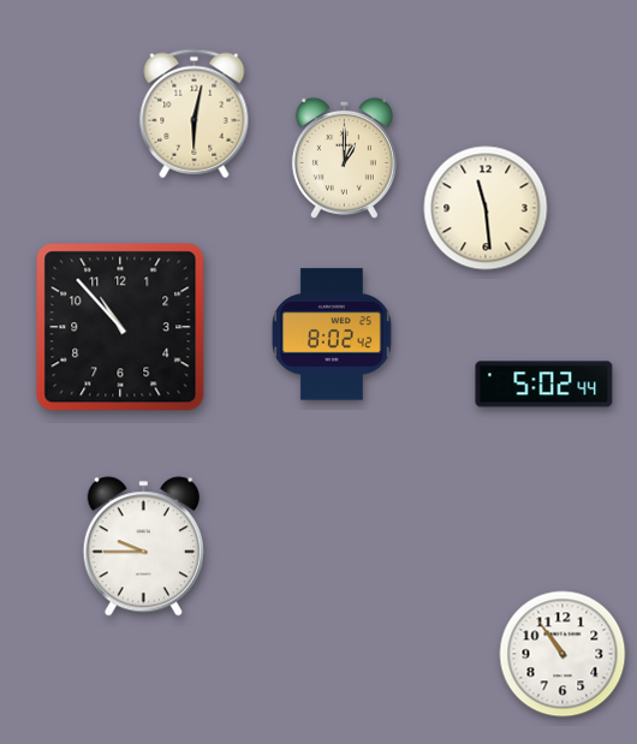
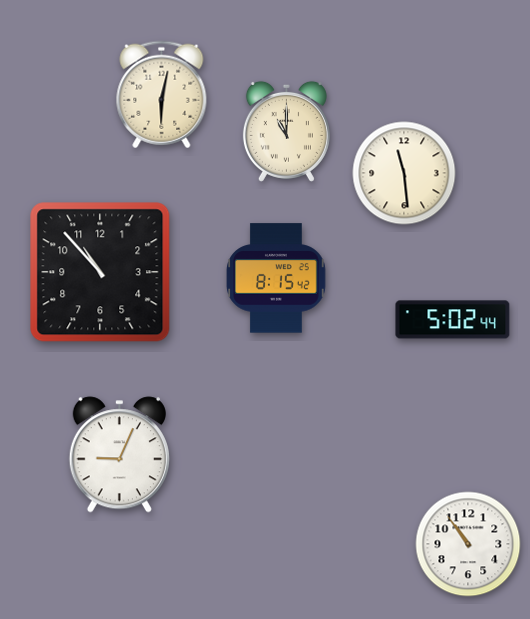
clock at (344, 157): 1:00 -> 11:00
clock at (332, 334): 8:02 -> 8:15
clock at (143, 547): 9:45 -> 9:04
